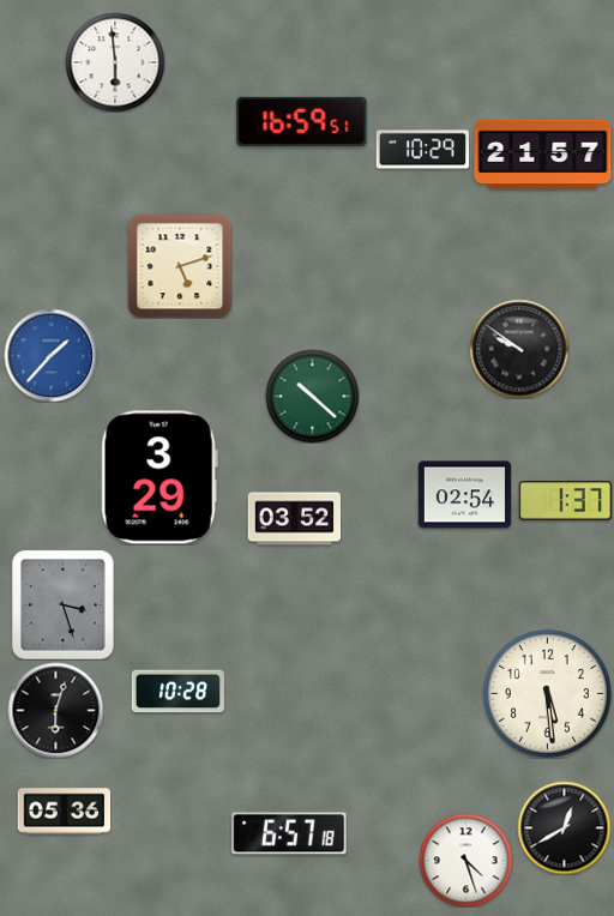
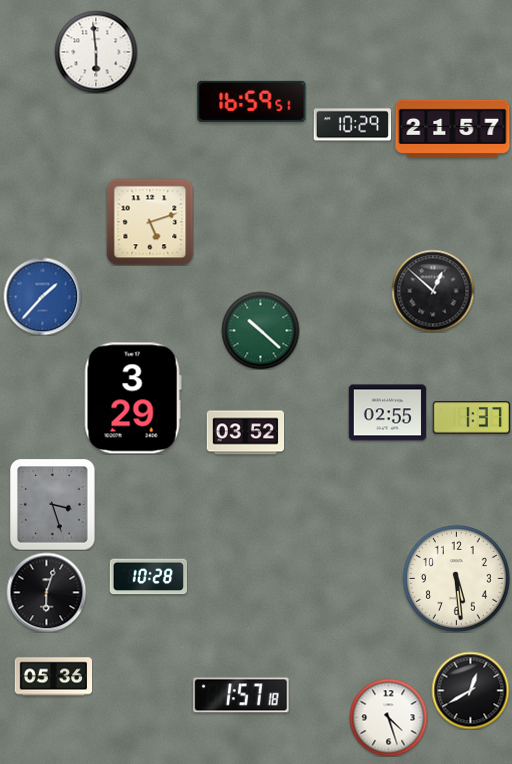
clock at (519, 349): 9:51 -> 12:52
clock at (464, 495): 02:54 -> 02:55
clock at (289, 833): 6:57 -> 1:57
